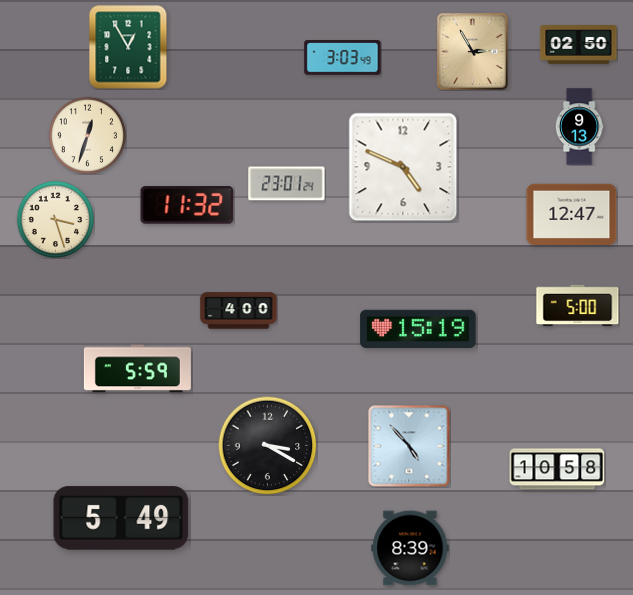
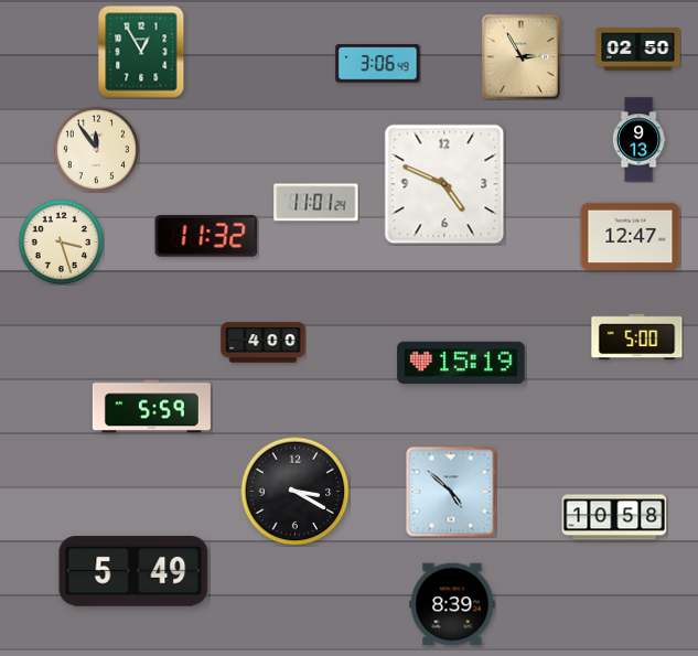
clock at (343, 58): 3:03 -> 3:06
clock at (87, 135): 12:33 -> 11:54
clock at (287, 184): 23:01 -> 11:01
clock at (187, 205) position: (187, 205) -> (206, 236)
clock at (409, 446): 4:53 -> 4:52
